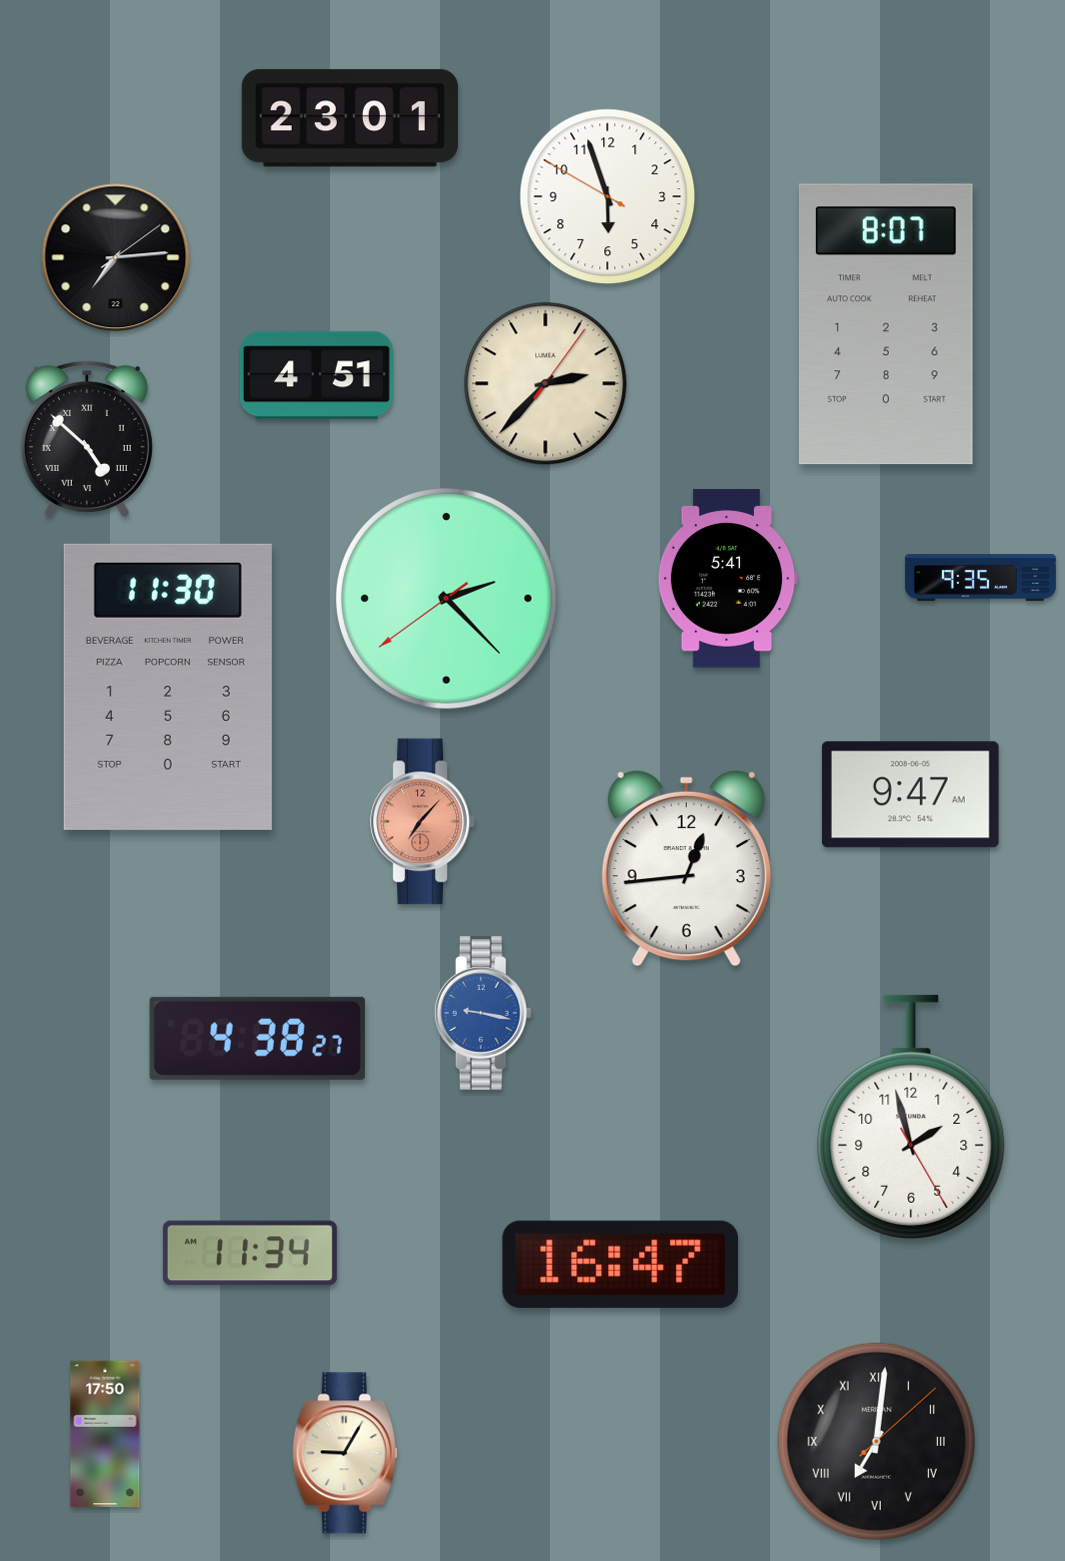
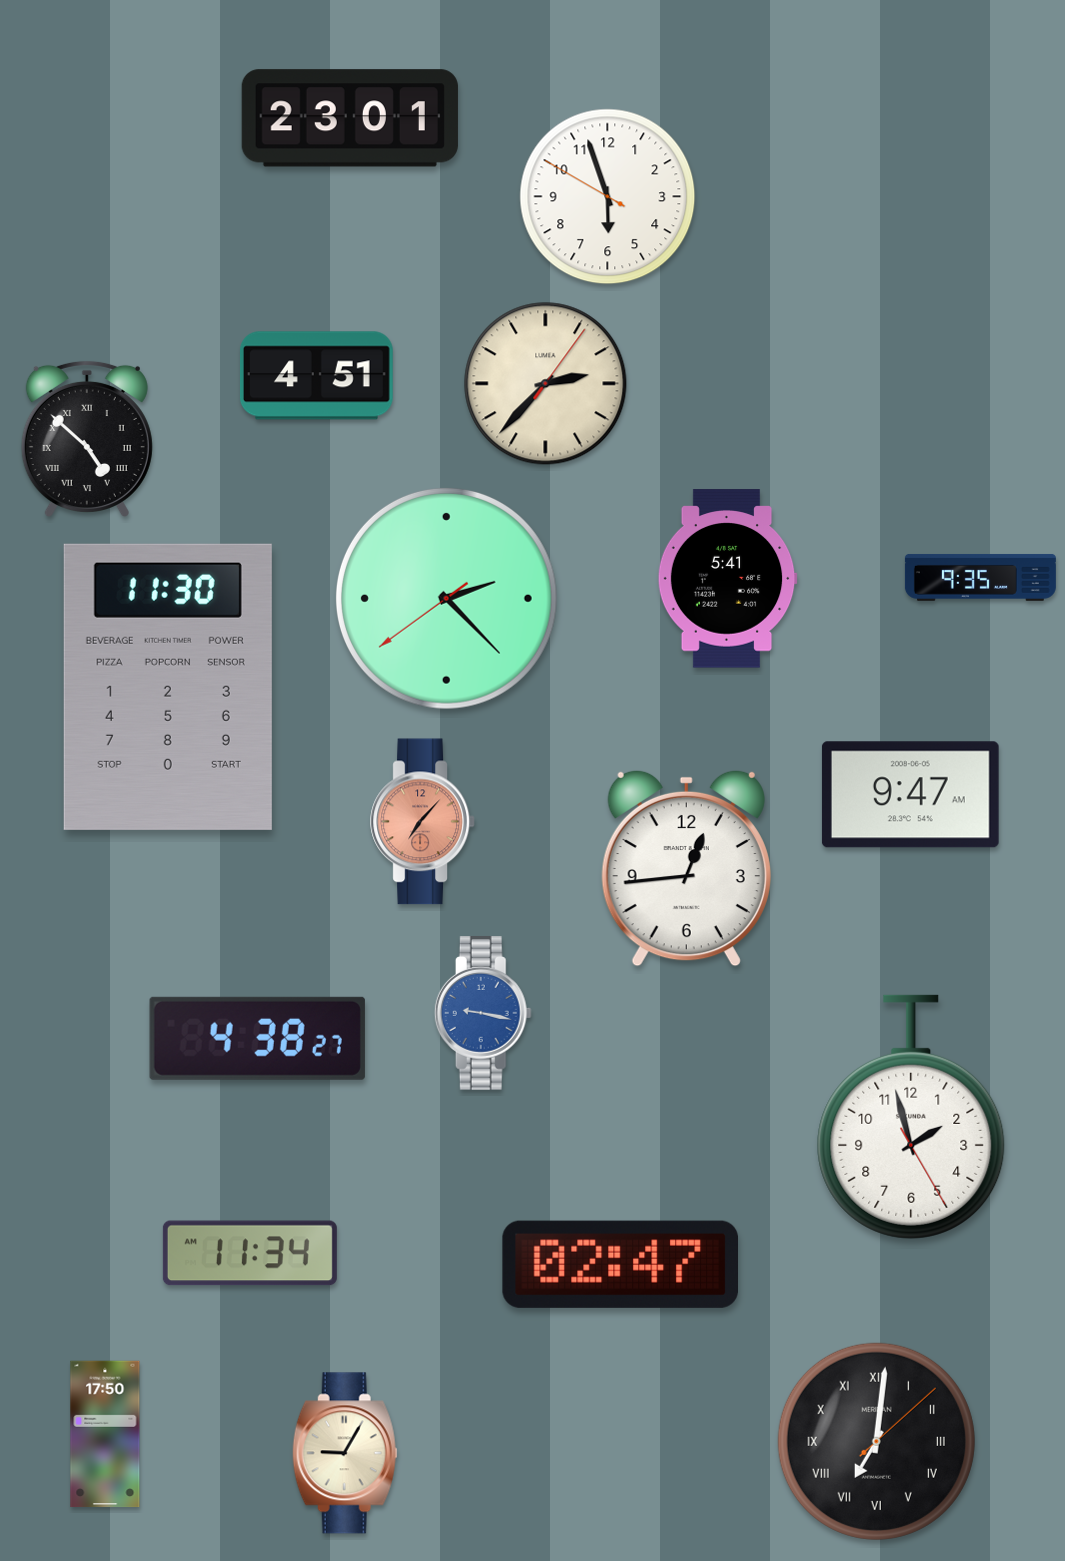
clock at (116, 258): 7:14 -> none
clock at (886, 324): 8:07 -> none
clock at (620, 1264): 16:47 -> 02:47
